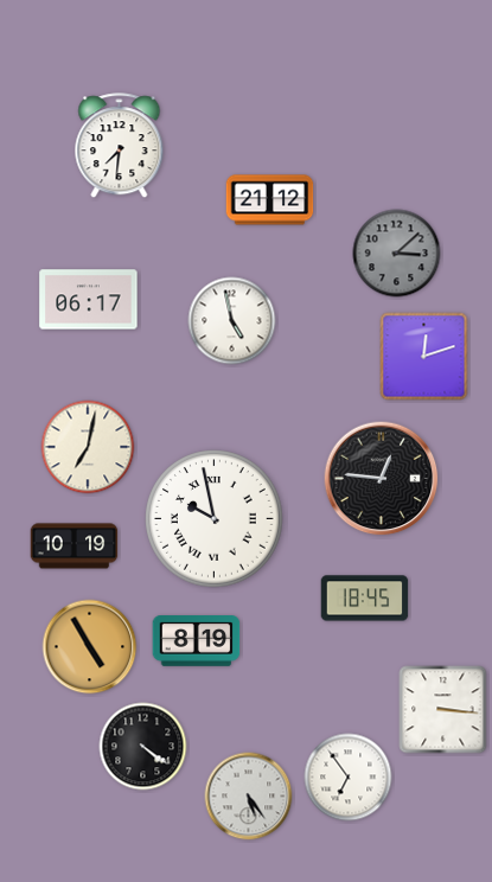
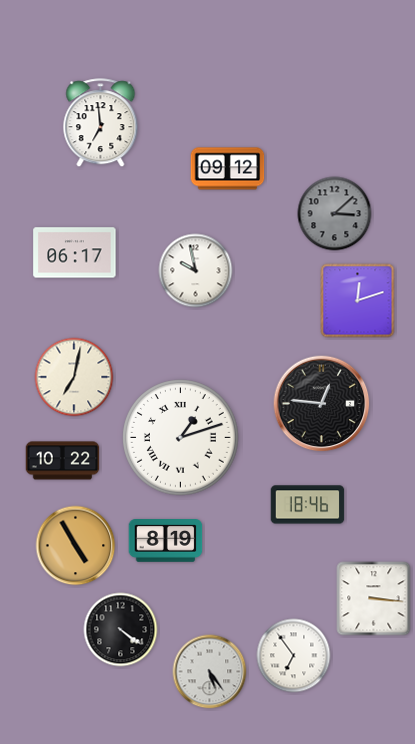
clock at (120, 146): 7:31 -> 6:59
clock at (270, 200): 21:12 -> 09:12
clock at (232, 321): 4:58 -> 9:58
clock at (215, 519): 9:58 -> 1:12
clock at (75, 547): 10:19 -> 10:22
clock at (365, 599): 18:45 -> 18:46
